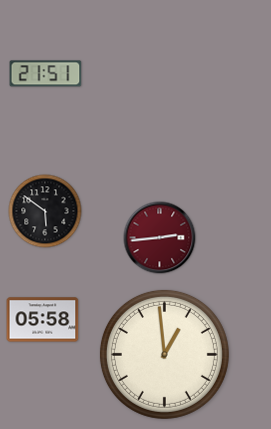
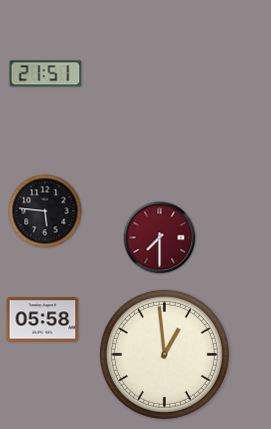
clock at (45, 211): 5:51 -> 5:46
clock at (160, 238): 2:44 -> 7:30
